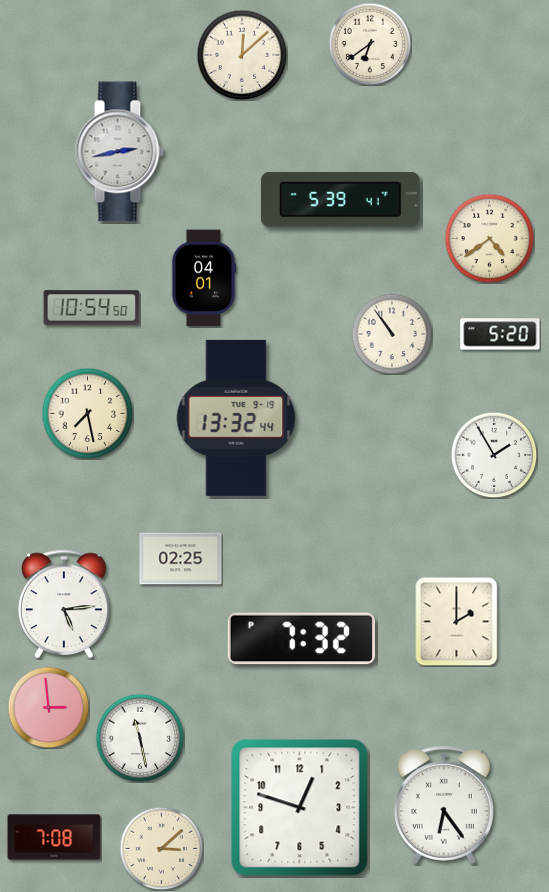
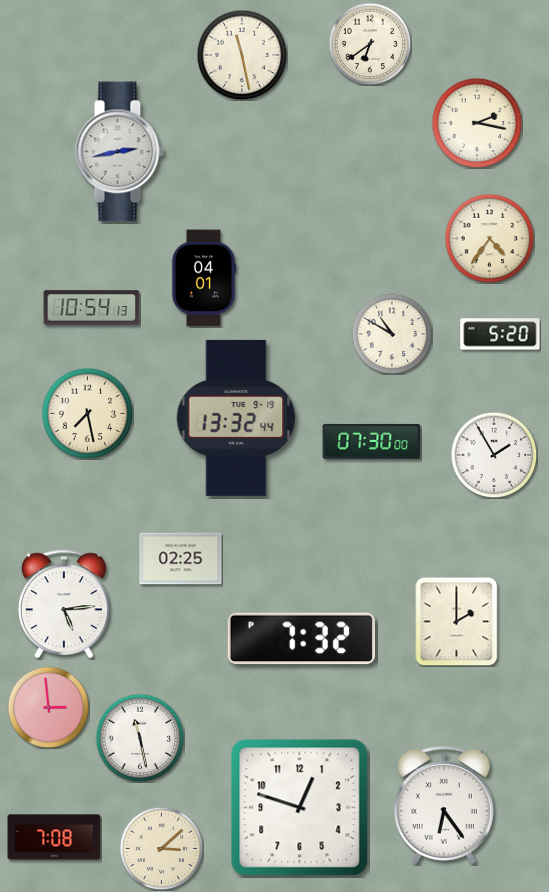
clock at (242, 55): 12:08 -> 11:28
clock at (477, 123): none -> 2:17
clock at (340, 199): 5:39 -> none
clock at (489, 238): 4:39 -> 4:36
clock at (92, 308): 10:54:50 -> 10:54:13
clock at (392, 334): 10:54 -> 10:50
clock at (372, 441): none -> 07:30
